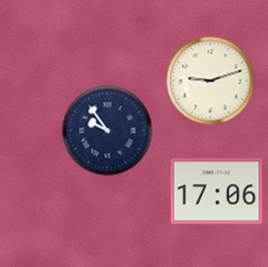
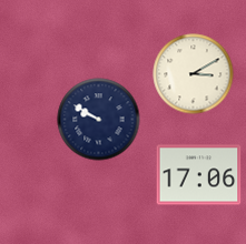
clock at (211, 81): 9:12 -> 3:10
clock at (108, 131): 9:54 -> 9:50
